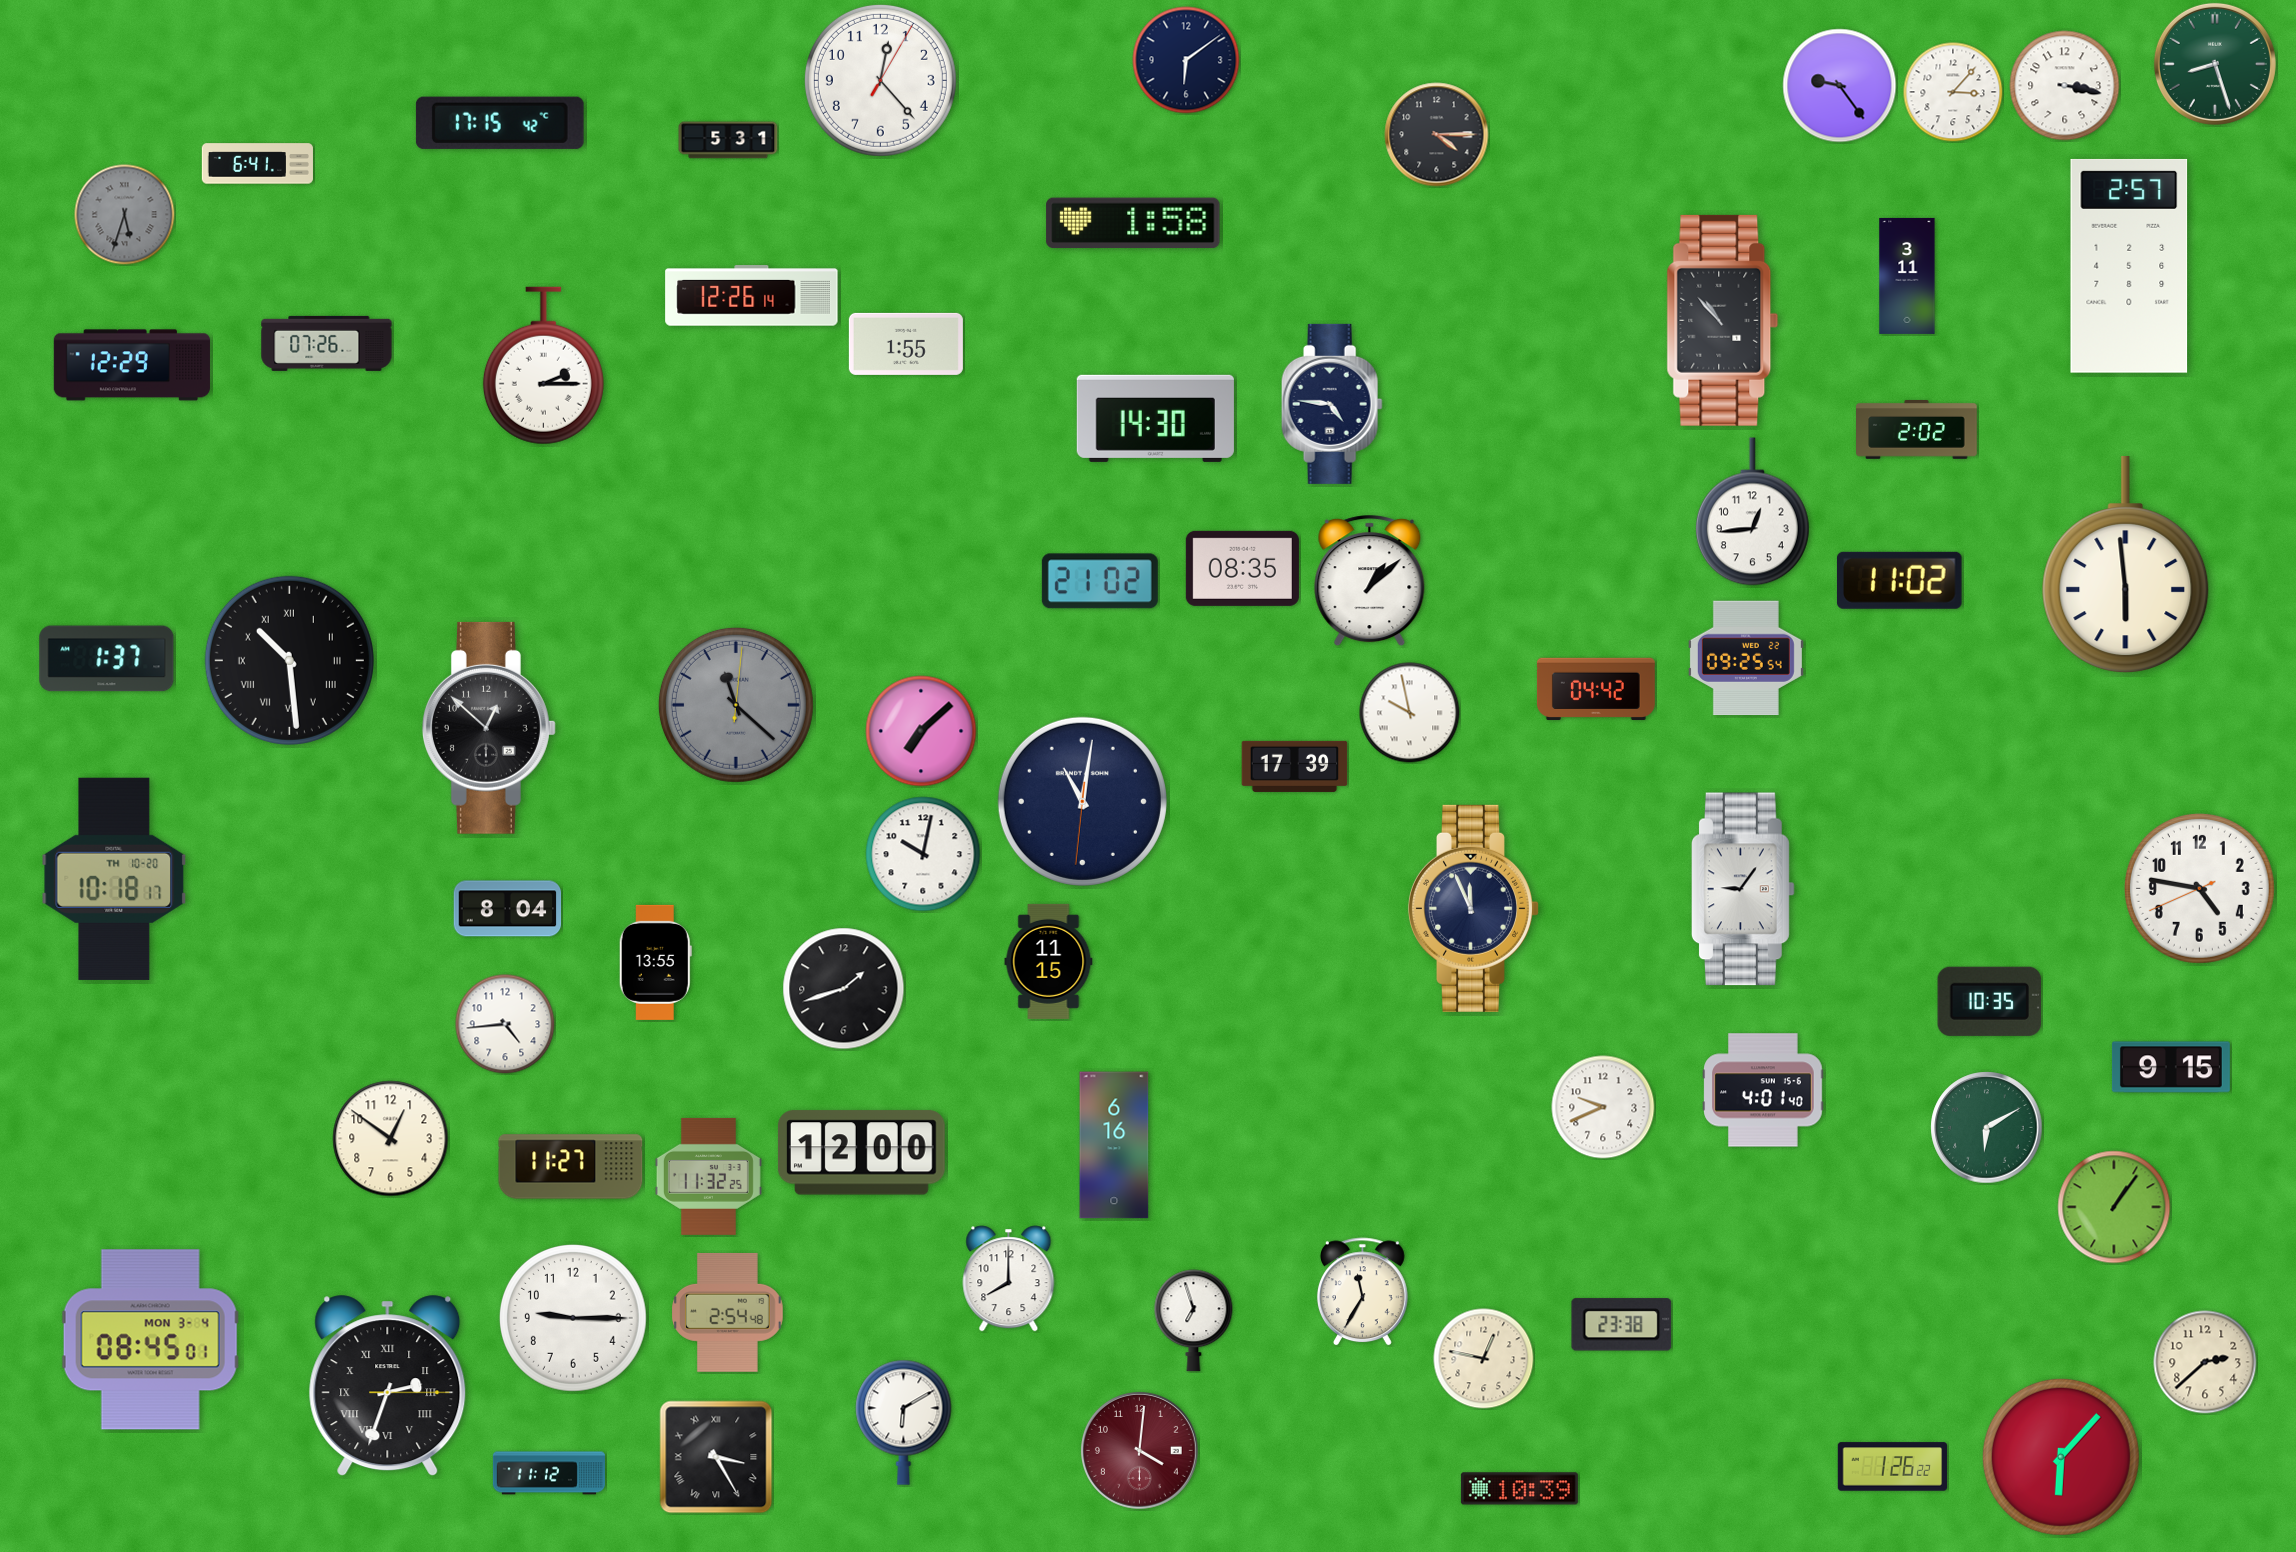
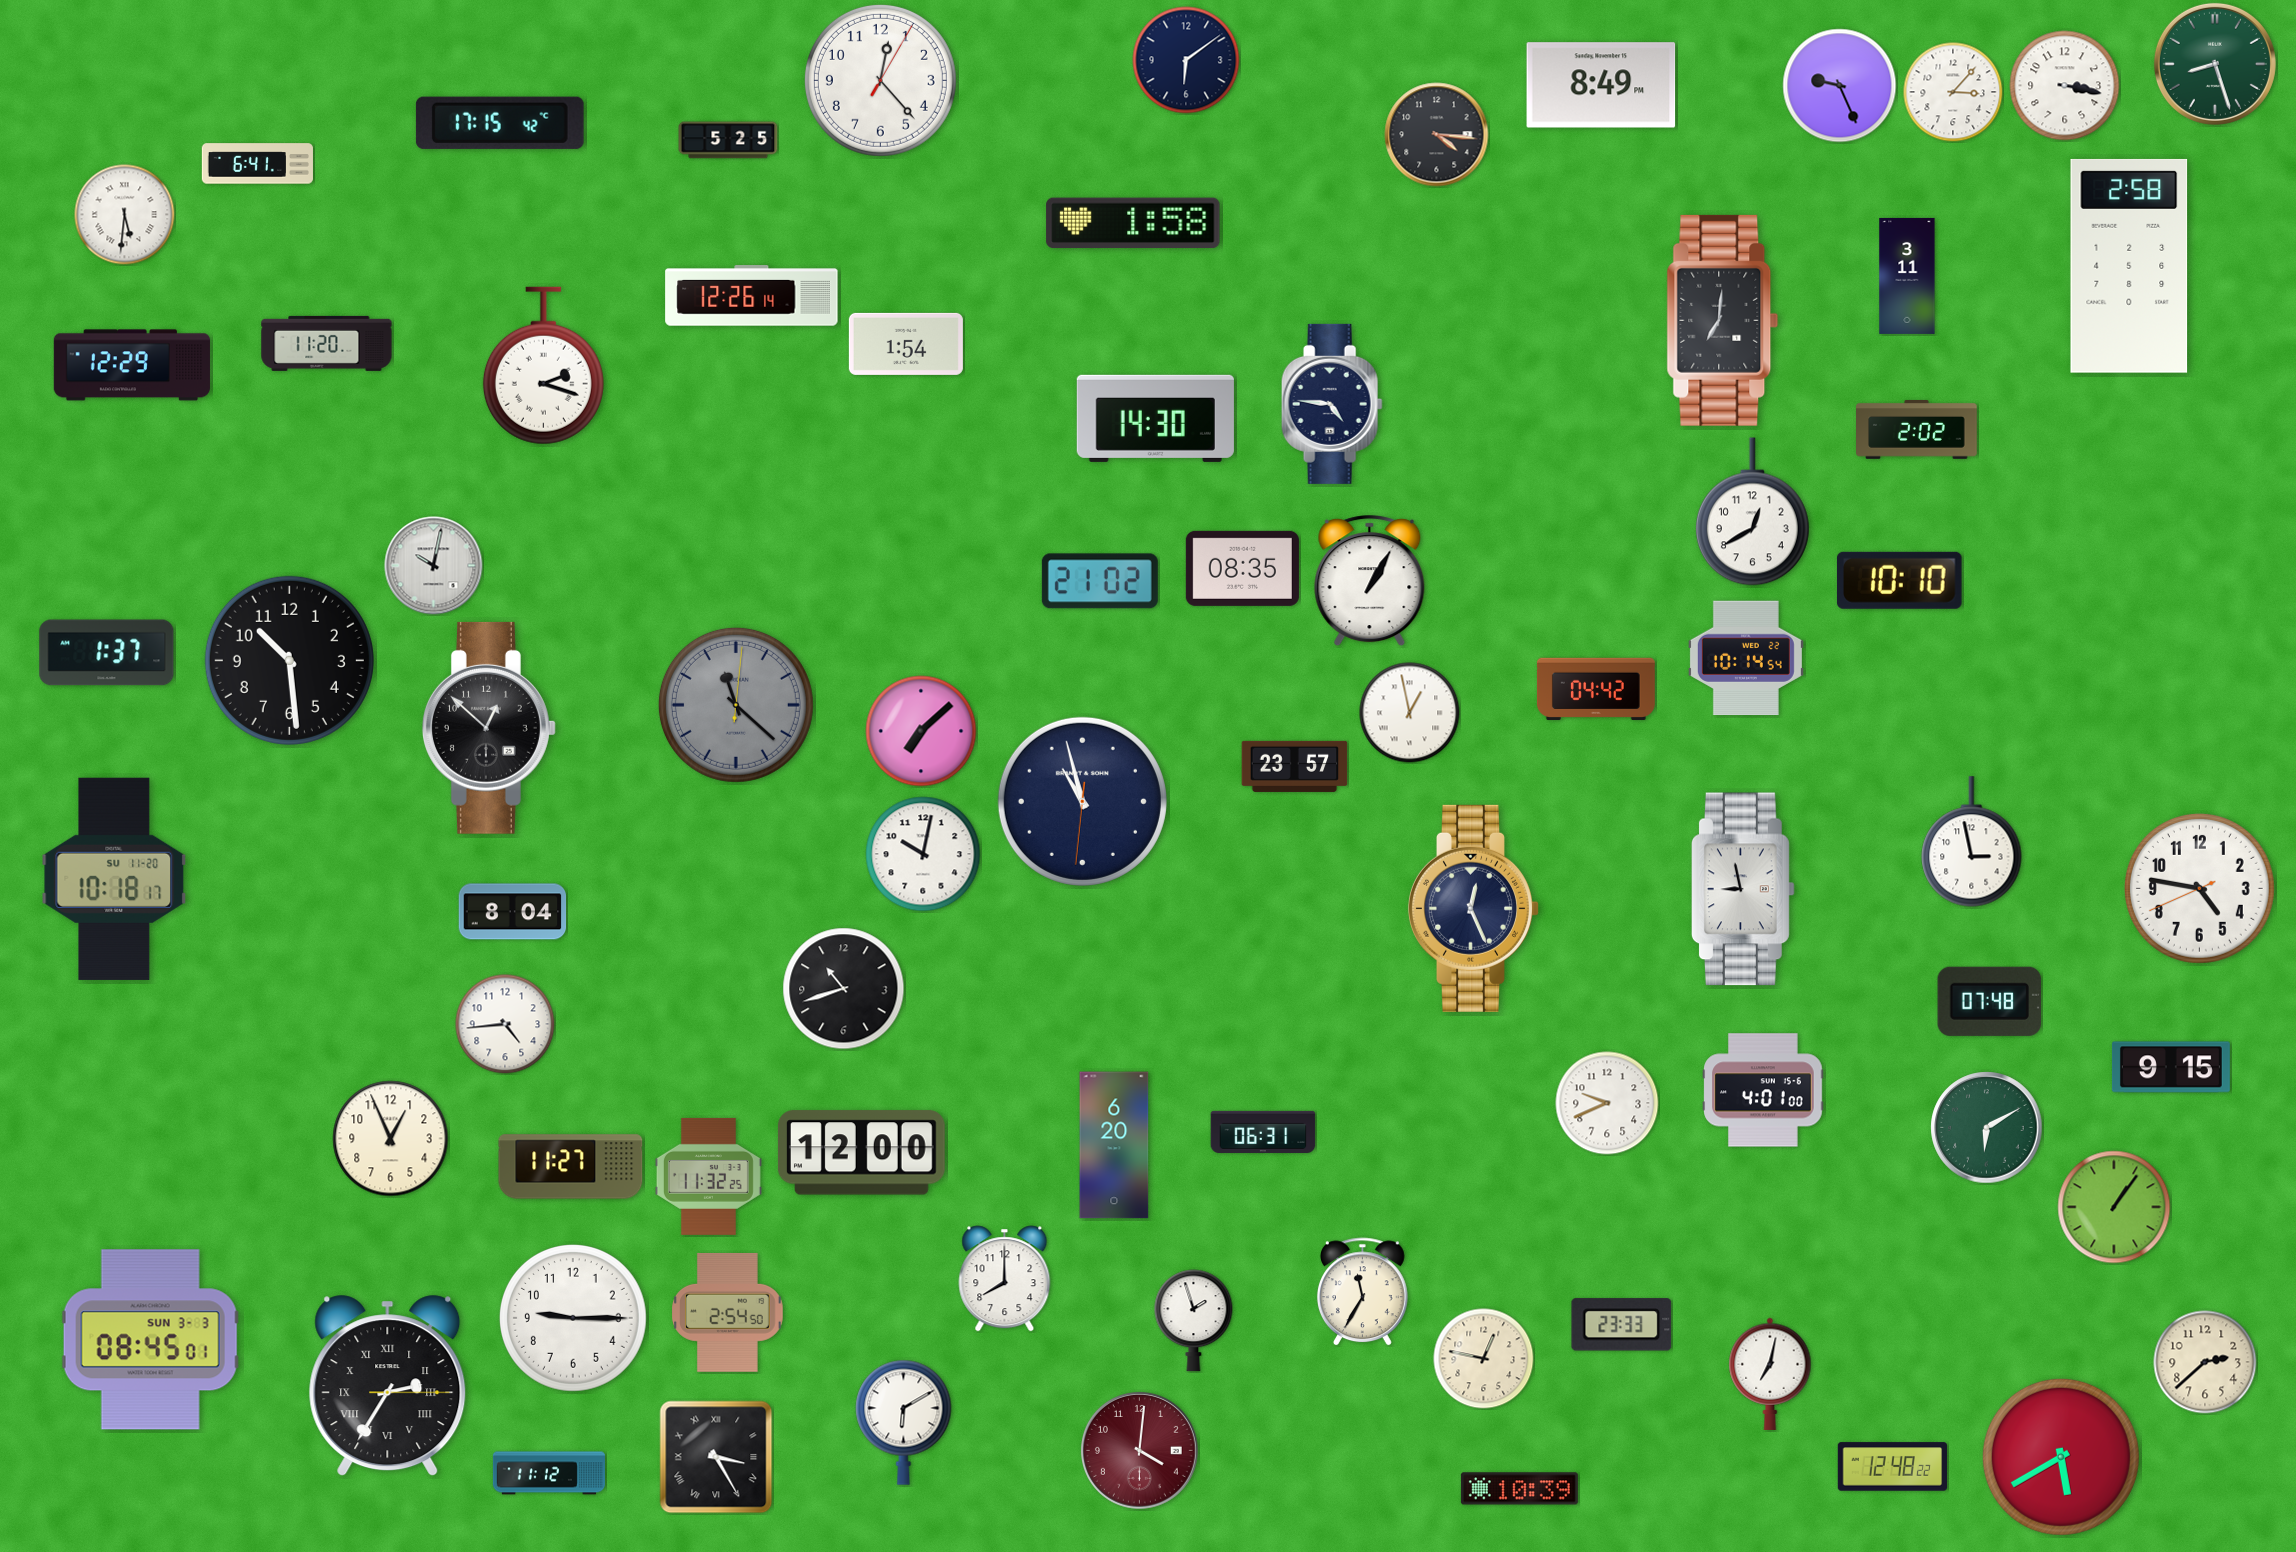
clock at (1601, 85): none -> 8:49
clock at (1840, 86): 9:24 -> 9:26
clock at (1437, 135): 4:15 -> 4:16
clock at (728, 140): 5:31 -> 5:25
clock at (125, 215): 5:33 -> 5:31
clock at (125, 215) dial: grey -> white
clock at (2129, 266): 2:57 -> 2:58
clock at (1723, 320): 10:53 -> 7:01
clock at (327, 343): 07:26 -> 11:20
clock at (906, 344): 1:55 -> 1:54
clock at (543, 366): 2:15 -> 2:18
clock at (1752, 512): 12:44 -> 12:40
clock at (434, 566): none -> 10:02
clock at (2126, 566): 5:59 -> none
clock at (1899, 580): 11:02 -> 10:10
clock at (1370, 581): 1:08 -> 1:05
clock at (1746, 658): 09:25 -> 10:14
clock at (107, 659) position: (107, 659) -> (107, 653)
clock at (289, 660) numerals: Roman -> Arabic
clock at (1410, 713): 9:58 -> 12:58
clock at (1295, 766): 17:39 -> 23:57
clock at (1082, 801): 11:01 -> 10:57
clock at (1972, 842): none -> 2:58
clock at (114, 879) date: TH 10-20 -> SU 11-20
clock at (1743, 889): 9:06 -> 8:58
clock at (1473, 908): 11:56 -> 12:26
clock at (508, 909) position: (508, 909) -> (513, 912)
clock at (1049, 961): 11:15 -> none
clock at (655, 962): 13:55 -> none
clock at (844, 989): 1:42 -> 10:42
clock at (1990, 1001): 10:35 -> 07:48
clock at (1763, 1090): 4:01:40 -> 4:01:00
clock at (1603, 1107) position: (1603, 1107) -> (1607, 1103)
clock at (1263, 1132): none -> 06:31
clock at (391, 1139): 12:51 -> 12:56
clock at (1114, 1145): 6:16 -> 6:20
clock at (1009, 1279) position: (1009, 1279) -> (1005, 1279)
clock at (728, 1312): 2:54:48 -> 2:54:50
clock at (1194, 1321): 6:57 -> 1:57
clock at (1622, 1325): 23:38 -> 23:33
clock at (150, 1340) date: MON 3-4 -> SUN 3-3
clock at (1770, 1374): none -> 7:02
clock at (388, 1386): 2:33 -> 2:35
clock at (2061, 1457): 6:07 -> 5:40
clock at (1893, 1467): 1:26 -> 12:48
